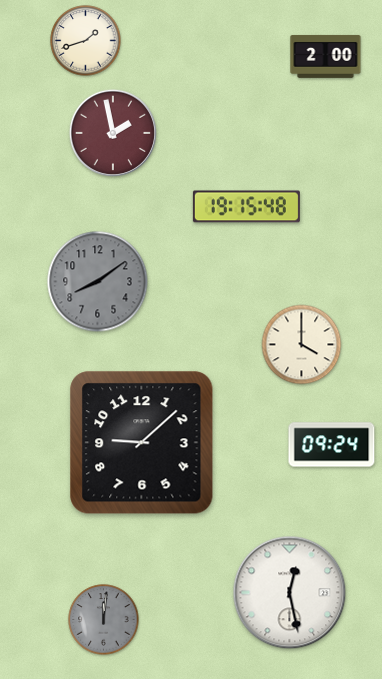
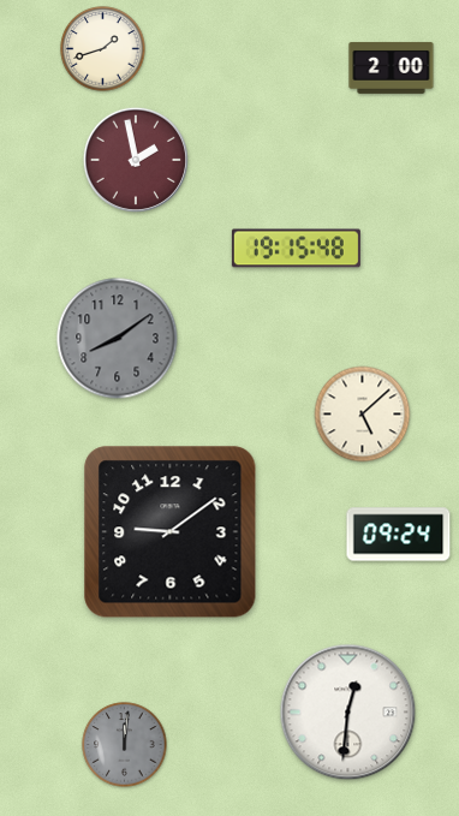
clock at (302, 345): 4:00 -> 5:08
clock at (142, 443): 9:08 -> 9:09
clock at (290, 593): 12:28 -> 12:31
